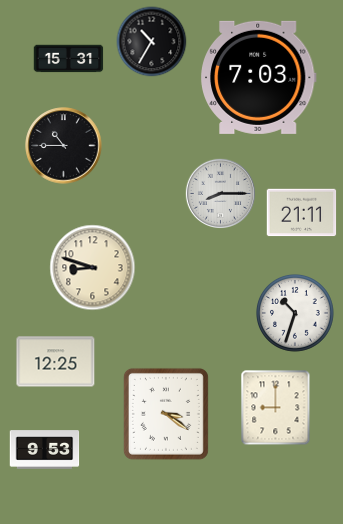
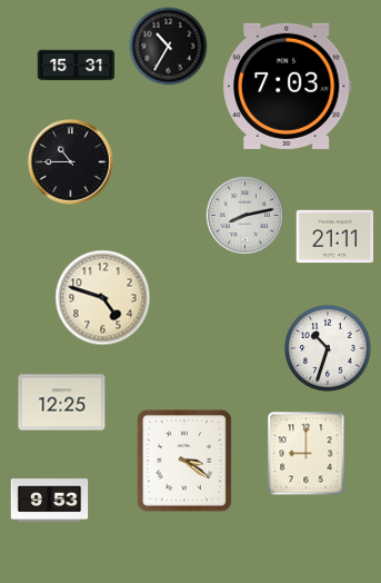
clock at (220, 193): 8:15 -> 8:13
clock at (93, 268): 8:48 -> 4:48
